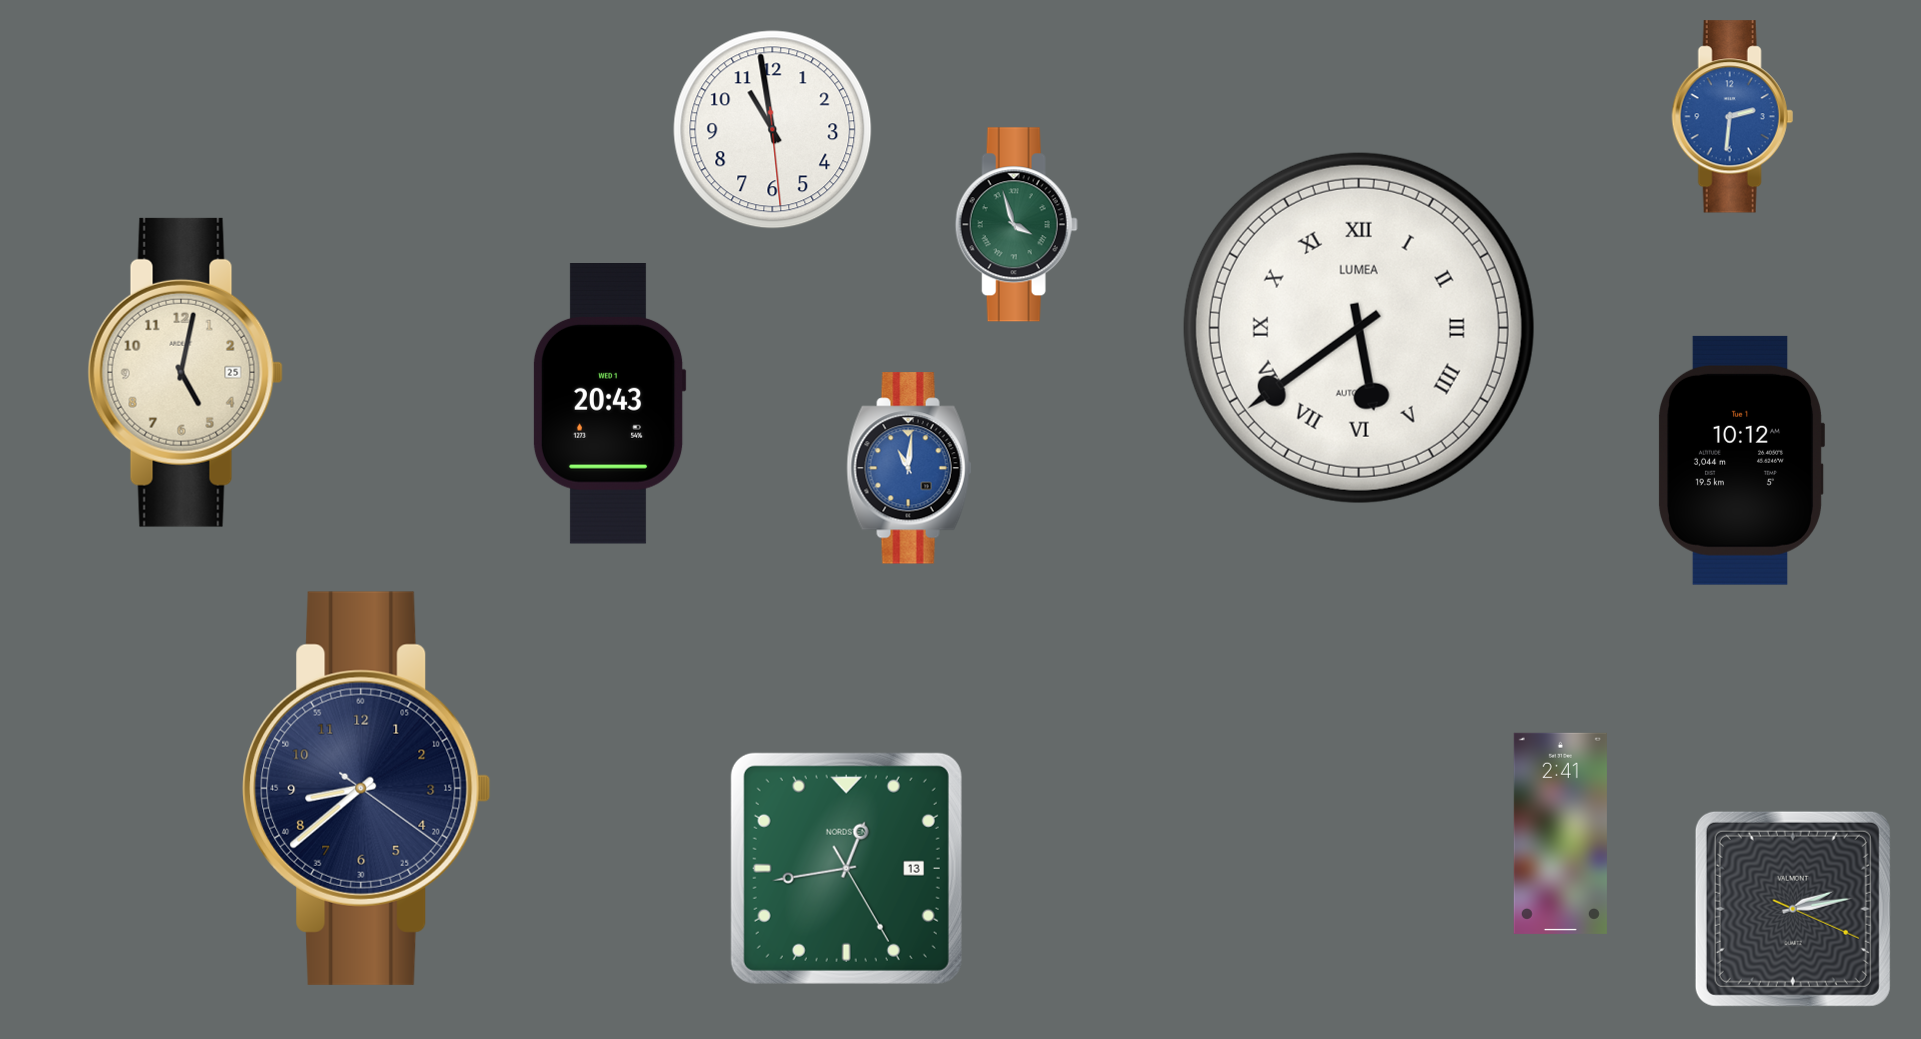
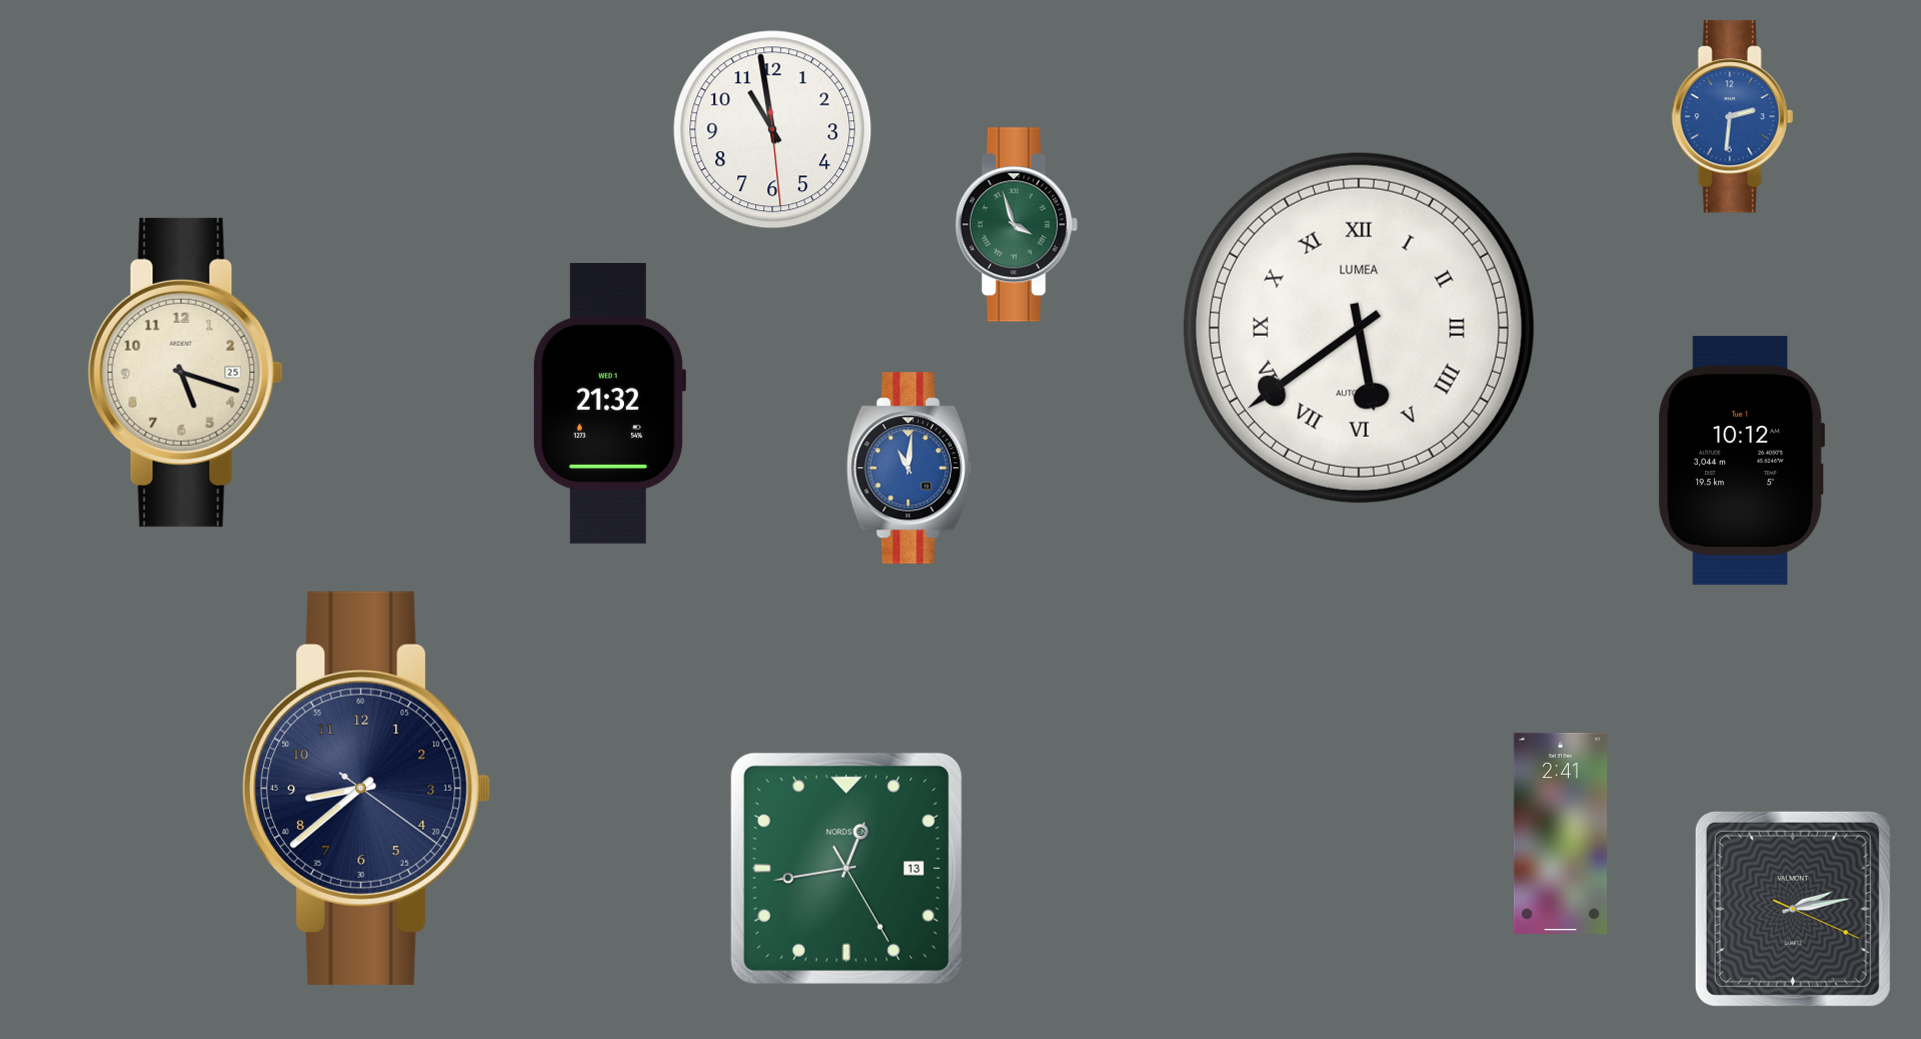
clock at (185, 372): 5:02 -> 5:18
clock at (609, 404): 20:43 -> 21:32
